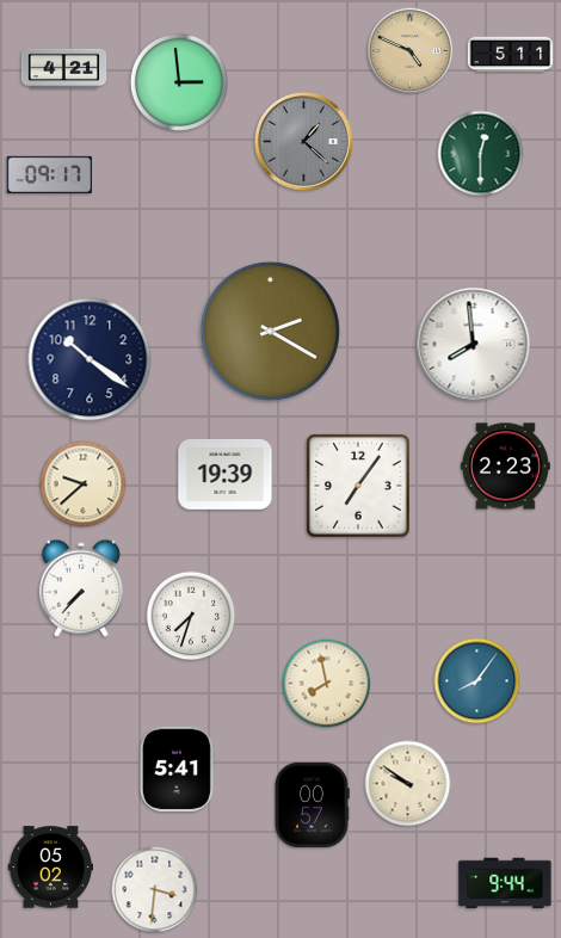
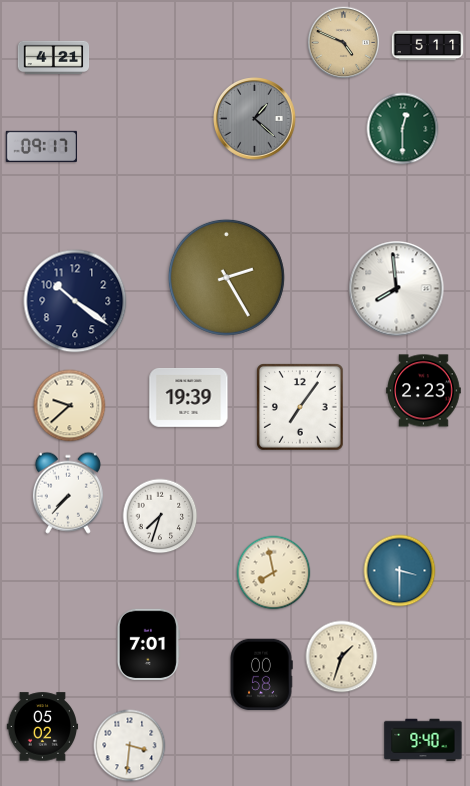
clock at (179, 82): 2:59 -> none
clock at (270, 331): 2:20 -> 2:25
clock at (477, 681): 8:06 -> 3:30
clock at (177, 769): 5:41 -> 7:01
clock at (408, 784): 9:51 -> 1:33
clock at (312, 804): 00:57 -> 00:58
clock at (505, 883): 9:44 -> 9:40
